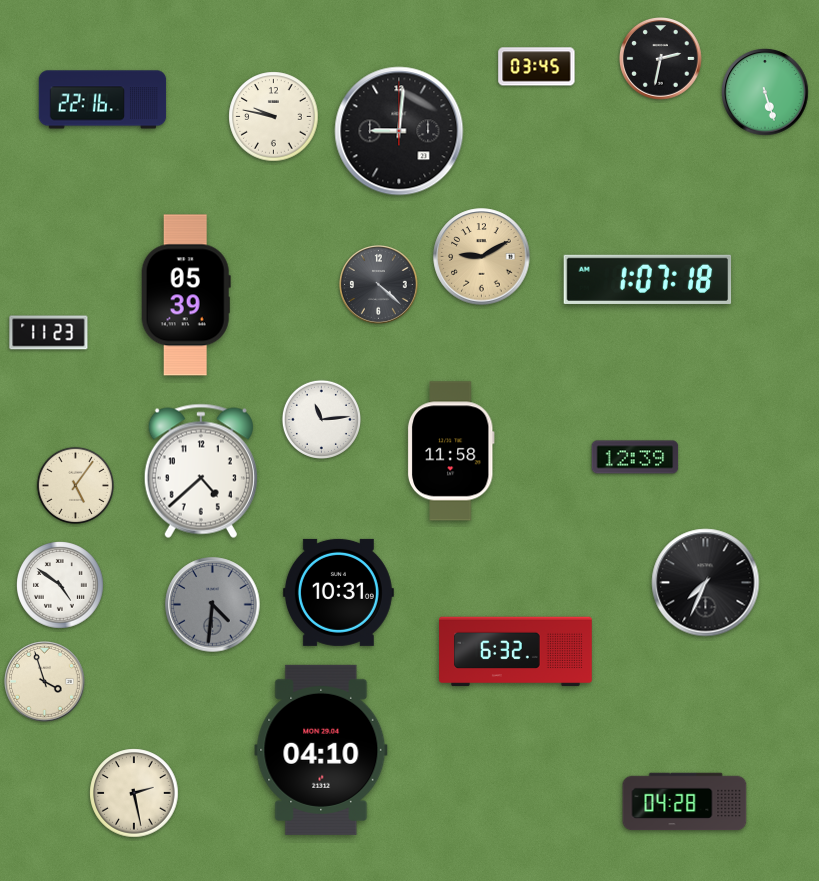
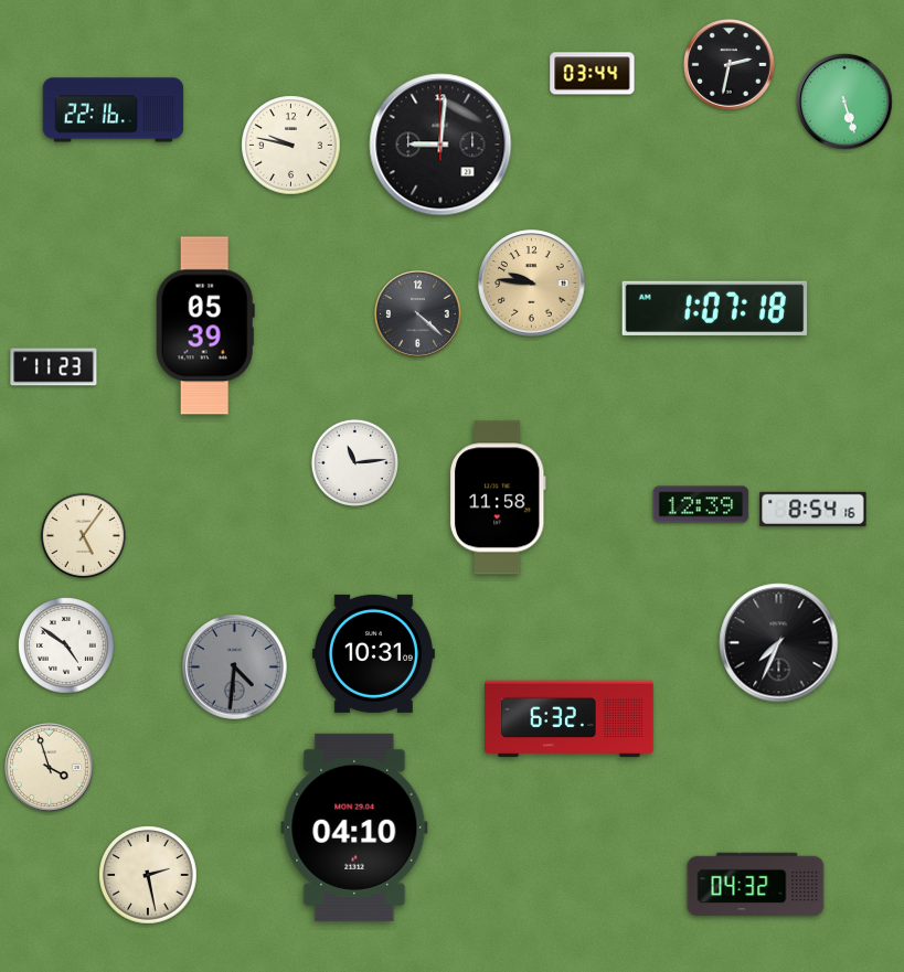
clock at (537, 67): 03:45 -> 03:44
clock at (274, 117) position: (274, 117) -> (291, 146)
clock at (482, 257): 9:10 -> 9:46
clock at (813, 509): none -> 8:54
clock at (201, 471): 4:38 -> none
clock at (45, 682) position: (45, 682) -> (50, 768)
clock at (685, 802): 04:28 -> 04:32
